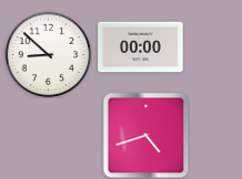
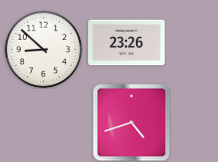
clock at (141, 48): 00:00 -> 23:26
